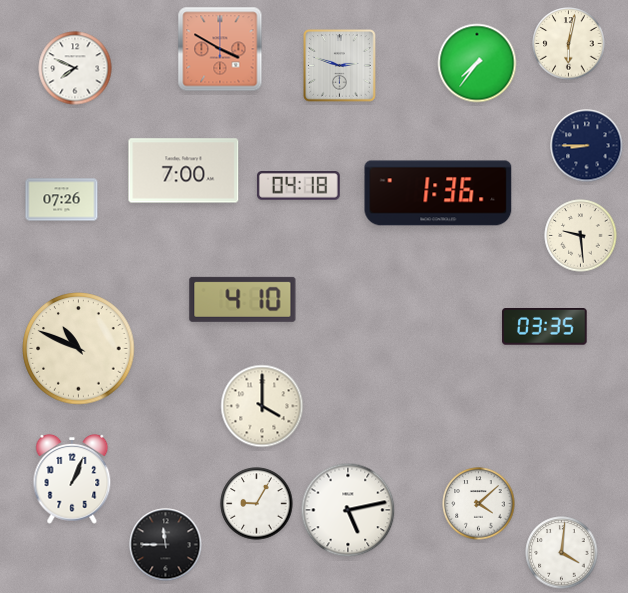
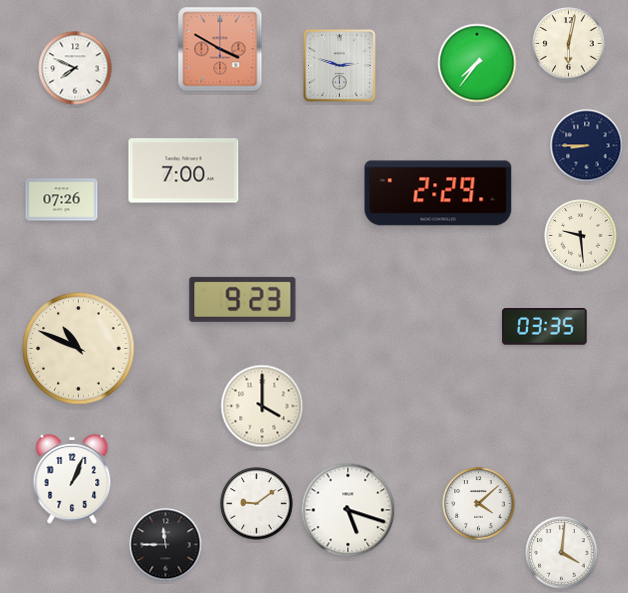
clock at (298, 186): 04:18 -> none
clock at (438, 193): 1:36 -> 2:29
clock at (243, 299): 4:10 -> 9:23
clock at (257, 504): 9:05 -> 9:09
clock at (348, 510): 5:13 -> 5:18
